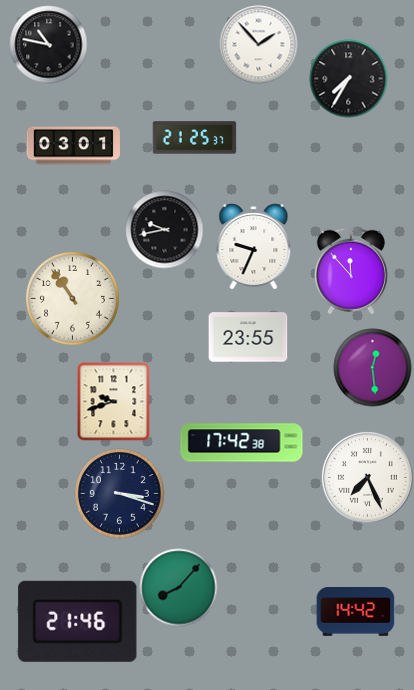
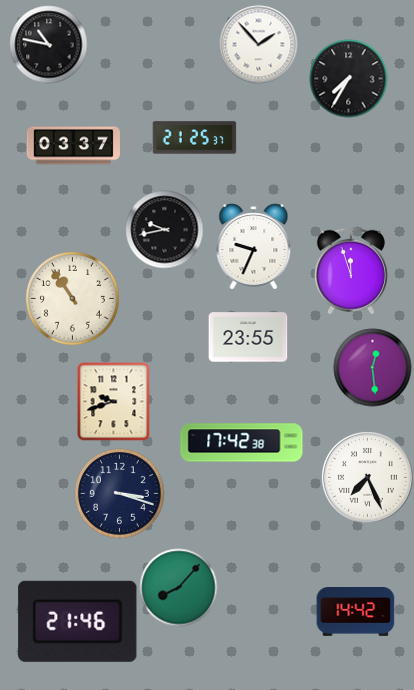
clock at (73, 146): 03:01 -> 03:37
clock at (351, 271): 11:53 -> 11:57
